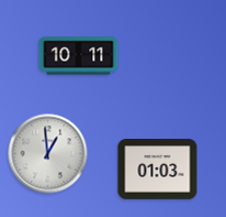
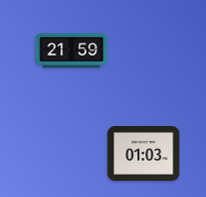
clock at (79, 56): 10:11 -> 21:59
clock at (48, 154): 12:59 -> none
